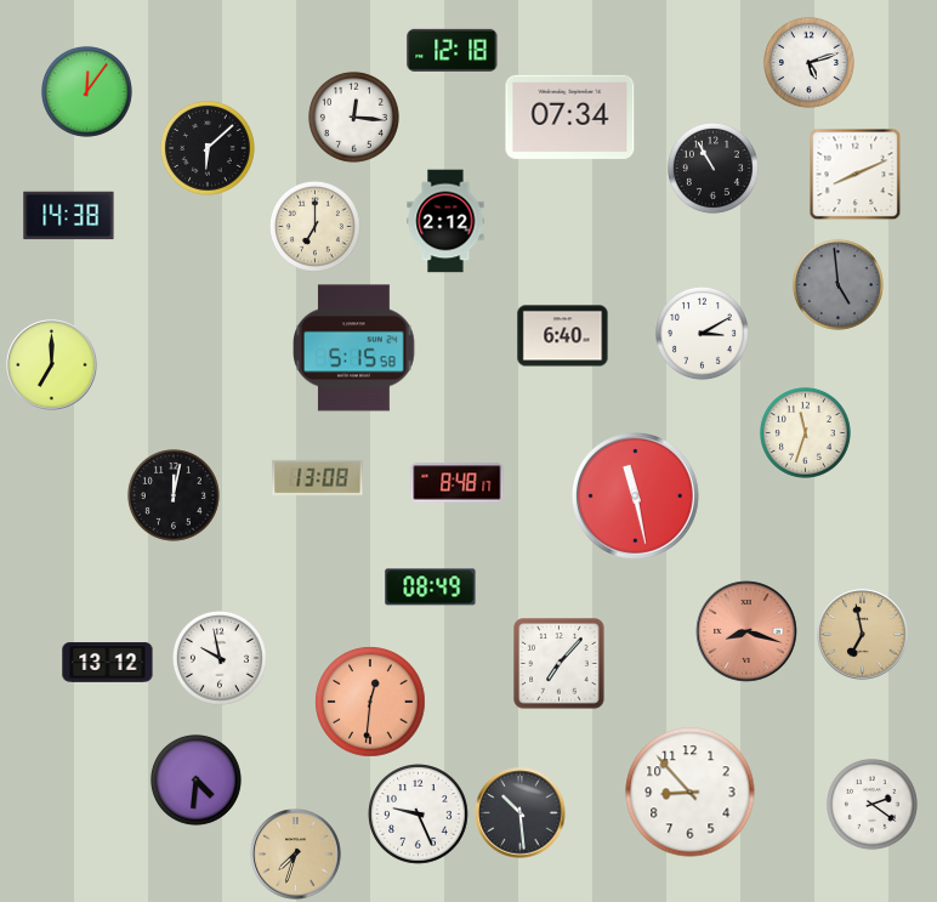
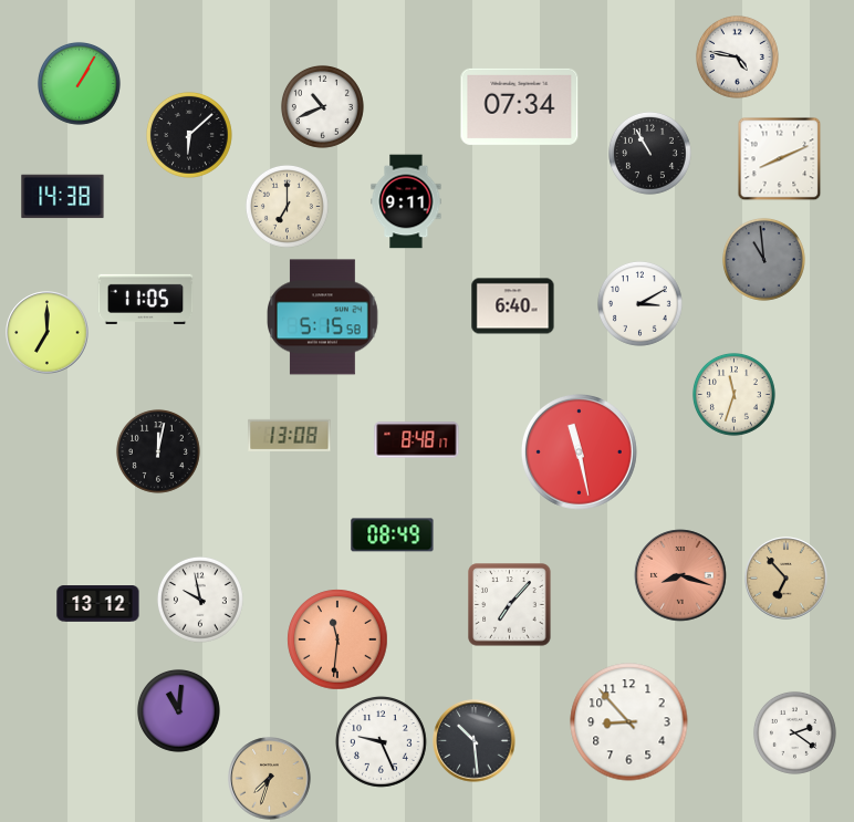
clock at (453, 50): 12:18 -> none
clock at (808, 62): 5:12 -> 4:47
clock at (86, 91): 12:06 -> 1:05
clock at (353, 117): 12:16 -> 10:41
clock at (445, 221): 2:12 -> 9:11
clock at (837, 284): 4:59 -> 10:59
clock at (146, 299): none -> 11:05
clock at (863, 635): 6:58 -> 6:53
clock at (370, 702): 12:31 -> 11:31
clock at (195, 779): 4:31 -> 11:01
